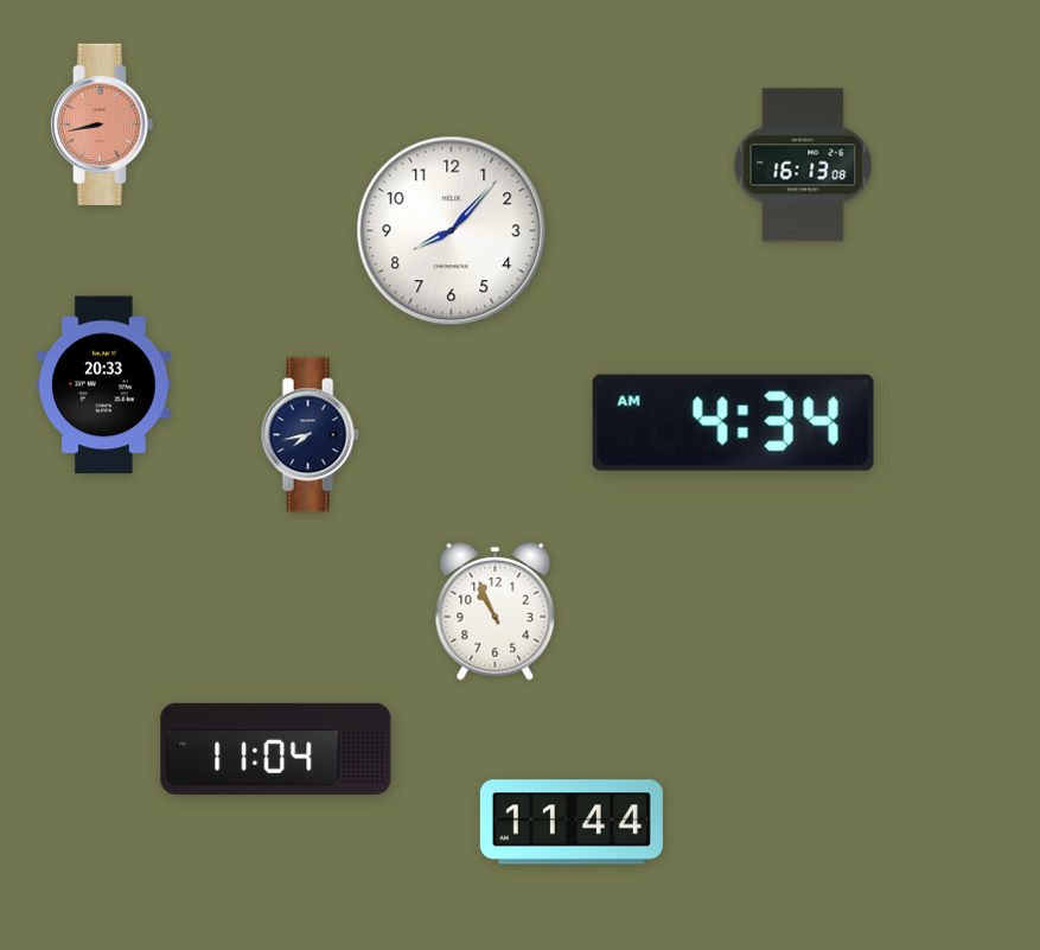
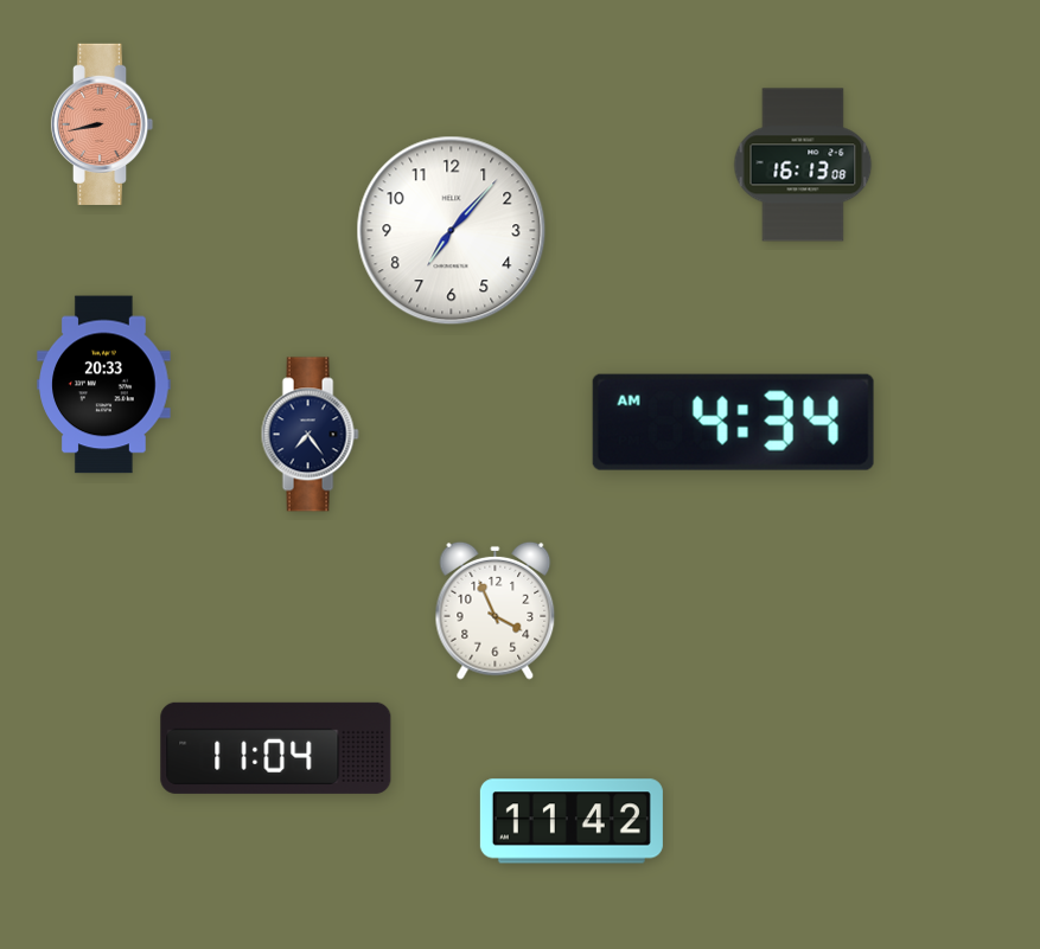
clock at (452, 231): 8:07 -> 7:07
clock at (310, 435): 7:43 -> 7:24
clock at (496, 611): 10:56 -> 3:56
clock at (572, 822): 11:44 -> 11:42
